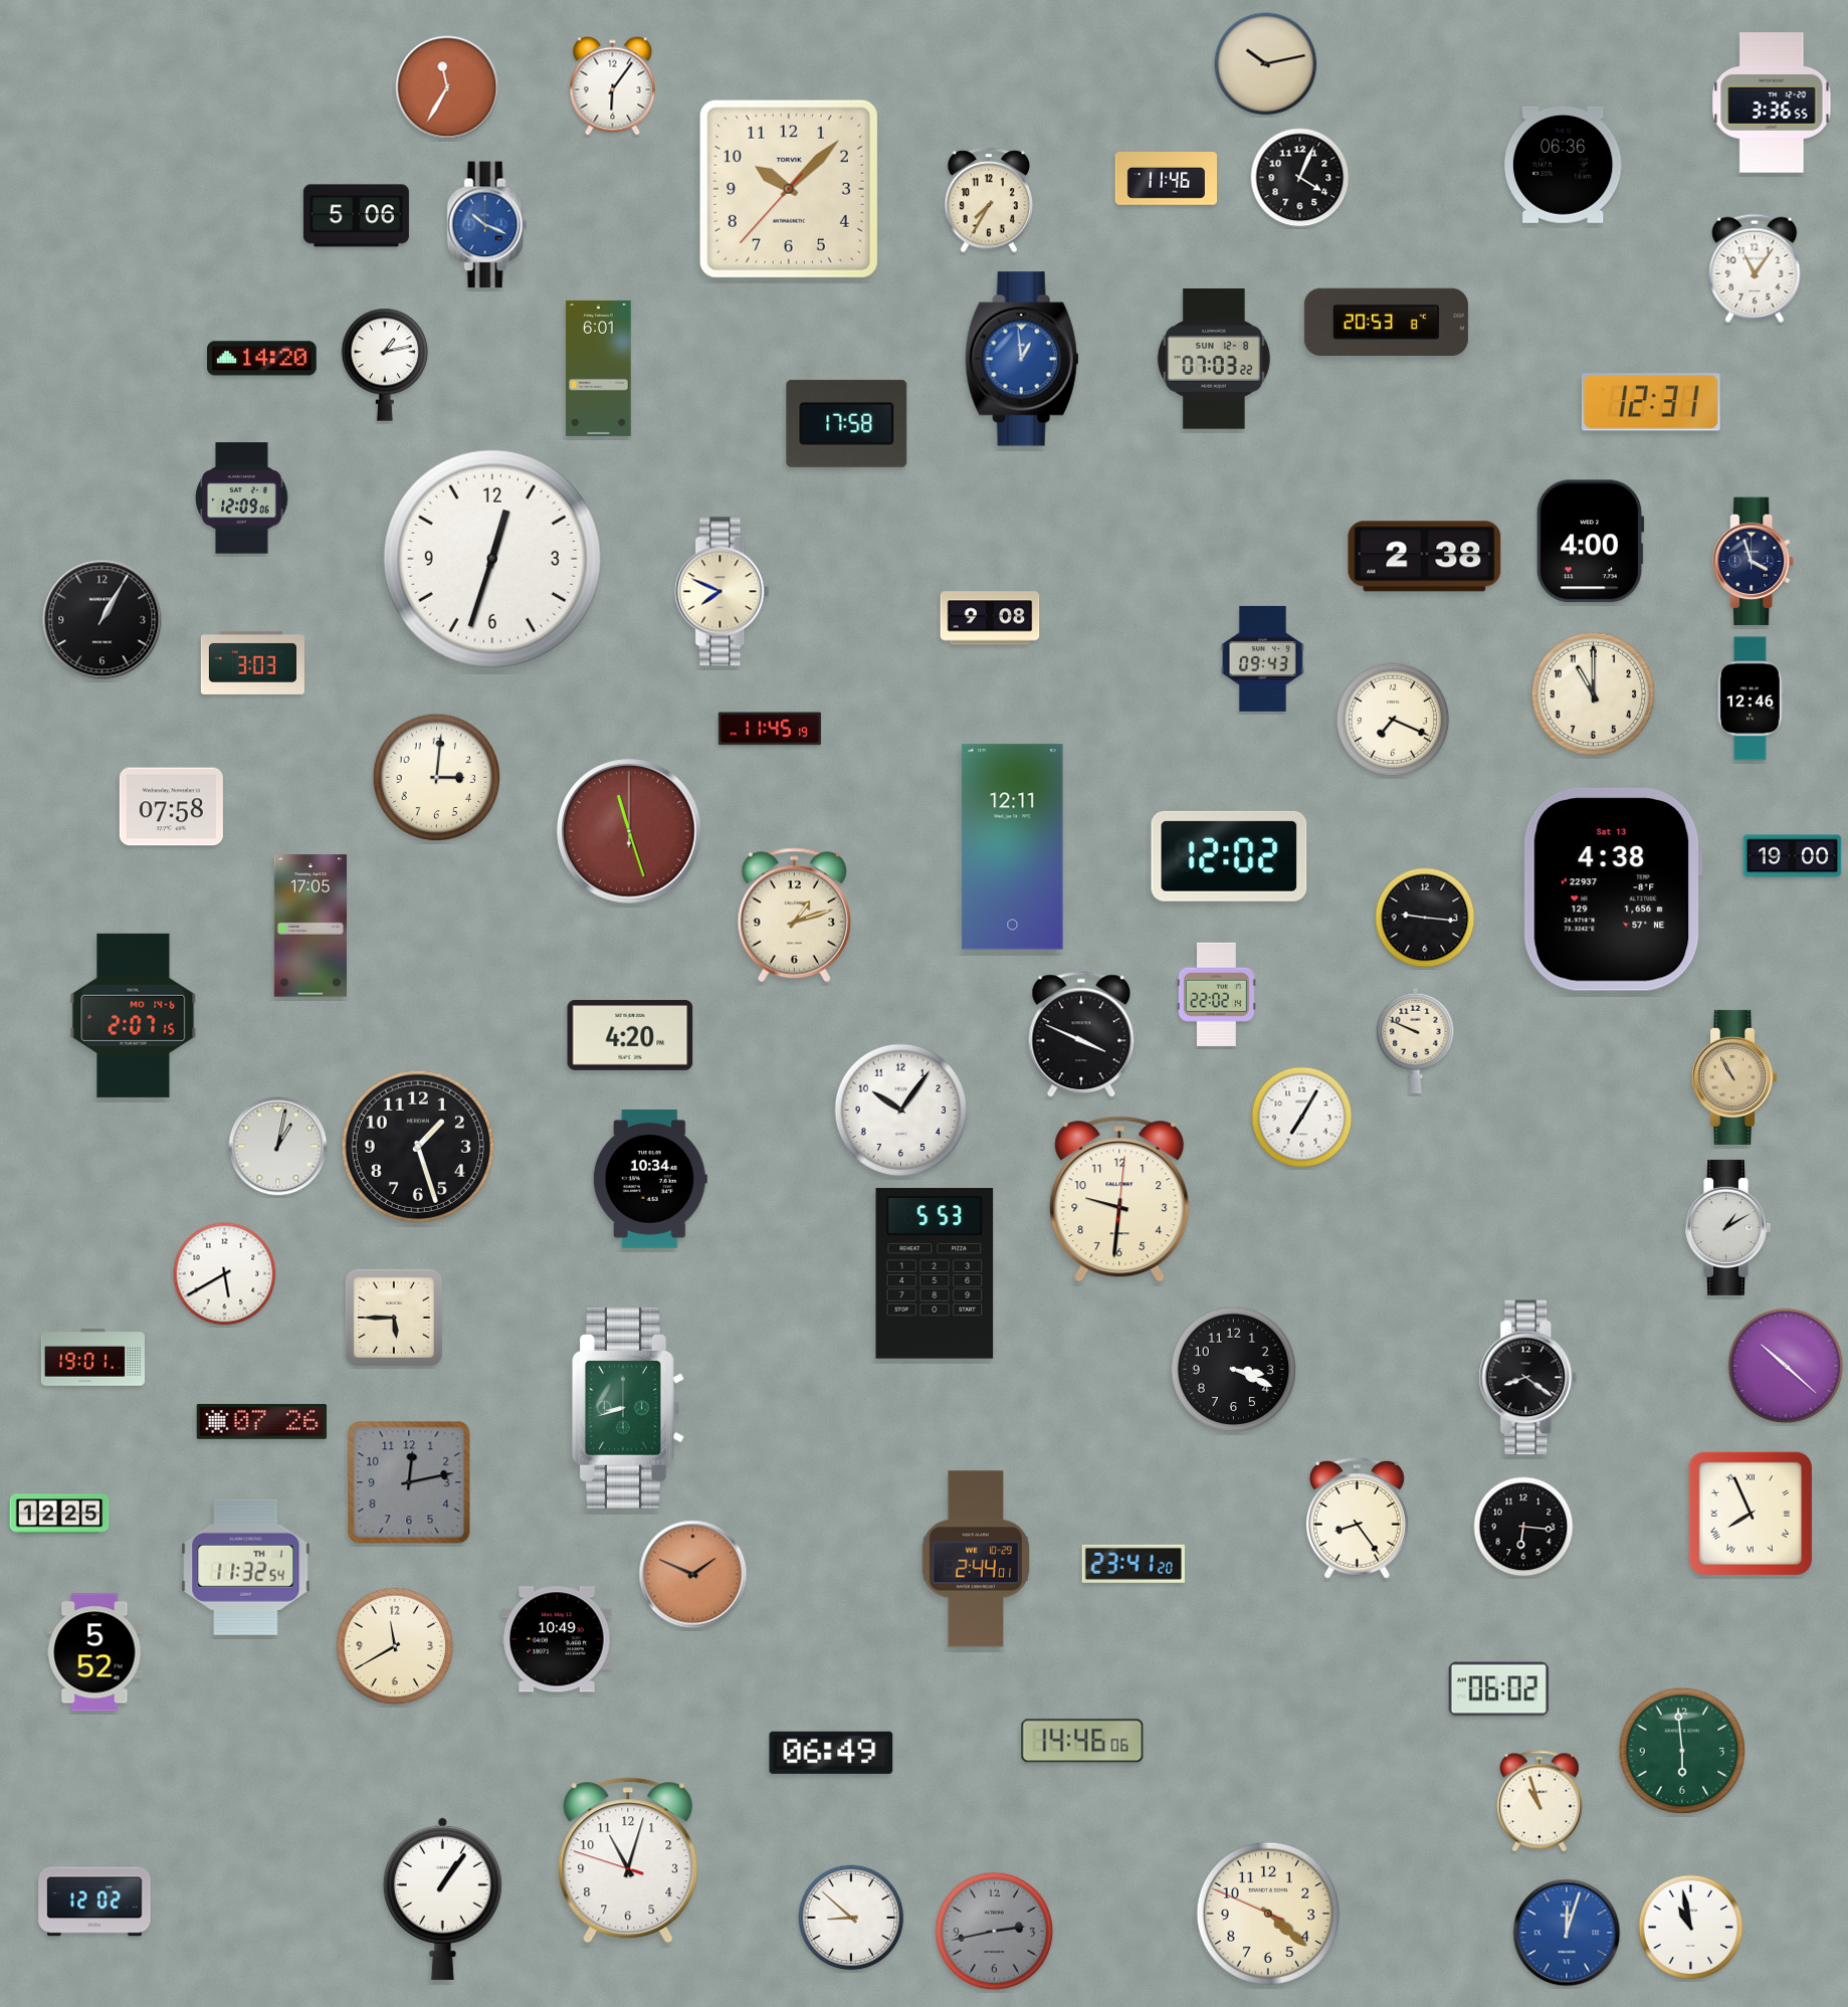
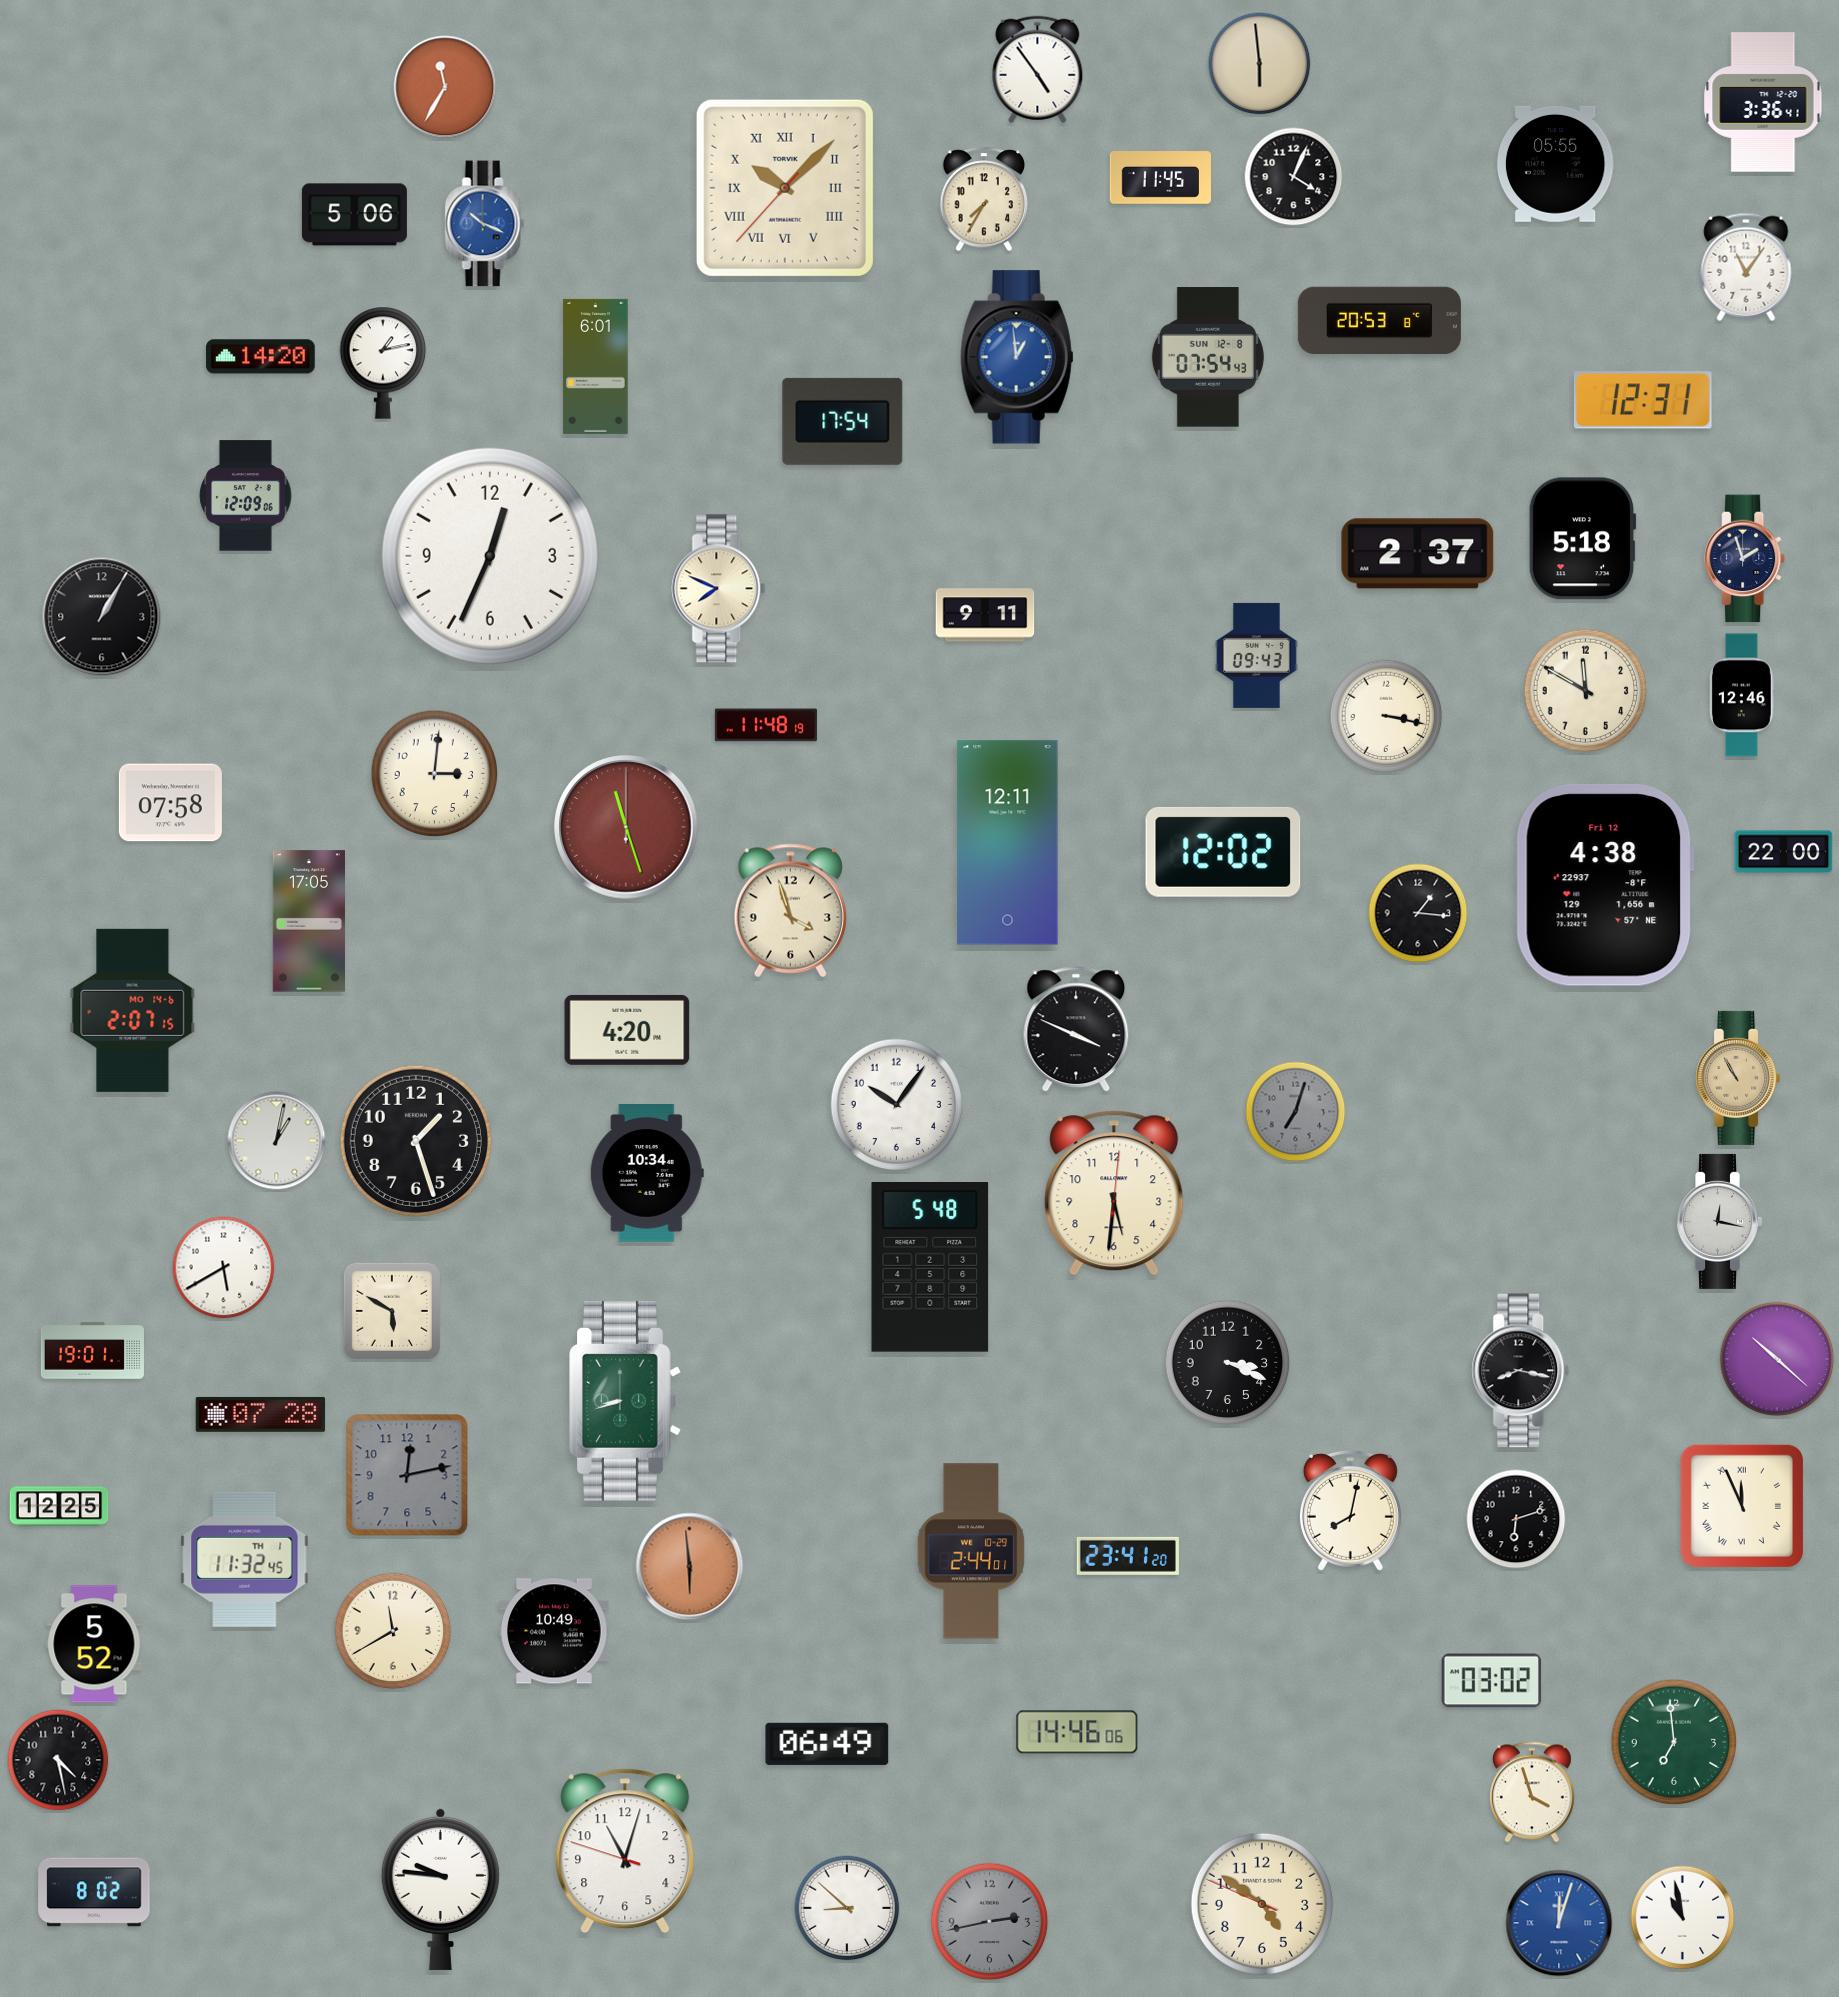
clock at (1266, 64): 10:13 -> 5:59
clock at (1038, 70): none -> 4:54
clock at (613, 86): 6:06 -> none
clock at (1772, 103): 3:36:55 -> 3:36:41
clock at (1564, 165): 06:36 -> 05:55
clock at (1166, 179): 11:46 -> 11:45
clock at (789, 189) numerals: Arabic -> Roman
clock at (1214, 359): 07:03 -> 07:54
clock at (847, 423): 17:58 -> 17:54
clock at (242, 498) position: (242, 498) -> (246, 496)
clock at (1590, 542): 4:00 -> 5:18
clock at (1425, 557): 2:38 -> 2:37
clock at (492, 559): 12:33 -> 12:34
clock at (1755, 562): 3:57 -> 1:57
clock at (990, 618): 9:08 -> 9:11
clock at (252, 662): 3:03 -> none
clock at (1594, 694): 11:00 -> 11:50
clock at (1393, 720): 7:19 -> 3:17
clock at (770, 729): 11:45 -> 11:48
clock at (1793, 856): 19:00 -> 22:00
clock at (1613, 889) date: Sat 13 -> Fri 12
clock at (794, 916): 1:12 -> 3:57
clock at (1425, 918): 9:16 -> 1:16
clock at (1216, 994): 22:02 -> none
clock at (1416, 1040): 9:49 -> none
clock at (1734, 1077) position: (1734, 1077) -> (1738, 1078)
clock at (1302, 1118): 7:05 -> 7:03
clock at (1302, 1118) dial: white -> grey
clock at (1119, 1199): 9:31 -> 5:31
clock at (1727, 1227): 1:10 -> 12:17
clock at (935, 1274): 5:53 -> 5:48
clock at (394, 1318): 5:45 -> 5:50
clock at (1528, 1378): 8:21 -> 8:17
clock at (262, 1421): 07:26 -> 07:28
clock at (1751, 1514): 7:56 -> 11:56
clock at (1357, 1518): 8:24 -> 8:02
clock at (1523, 1527): 6:16 -> 6:12
clock at (246, 1567): 11:32:54 -> 11:32:45
clock at (693, 1575): 1:49 -> 5:59
clock at (395, 1646) position: (395, 1646) -> (393, 1631)
clock at (1499, 1689): 06:02 -> 03:02
clock at (1682, 1751): 5:59 -> 6:59
clock at (58, 1760): none -> 4:28
clock at (1539, 1801): 10:57 -> 3:57
clock at (442, 1898): 1:06 -> 9:46
clock at (94, 1901): 12:02 -> 8:02
clock at (1267, 1913): 4:21 -> 4:50
